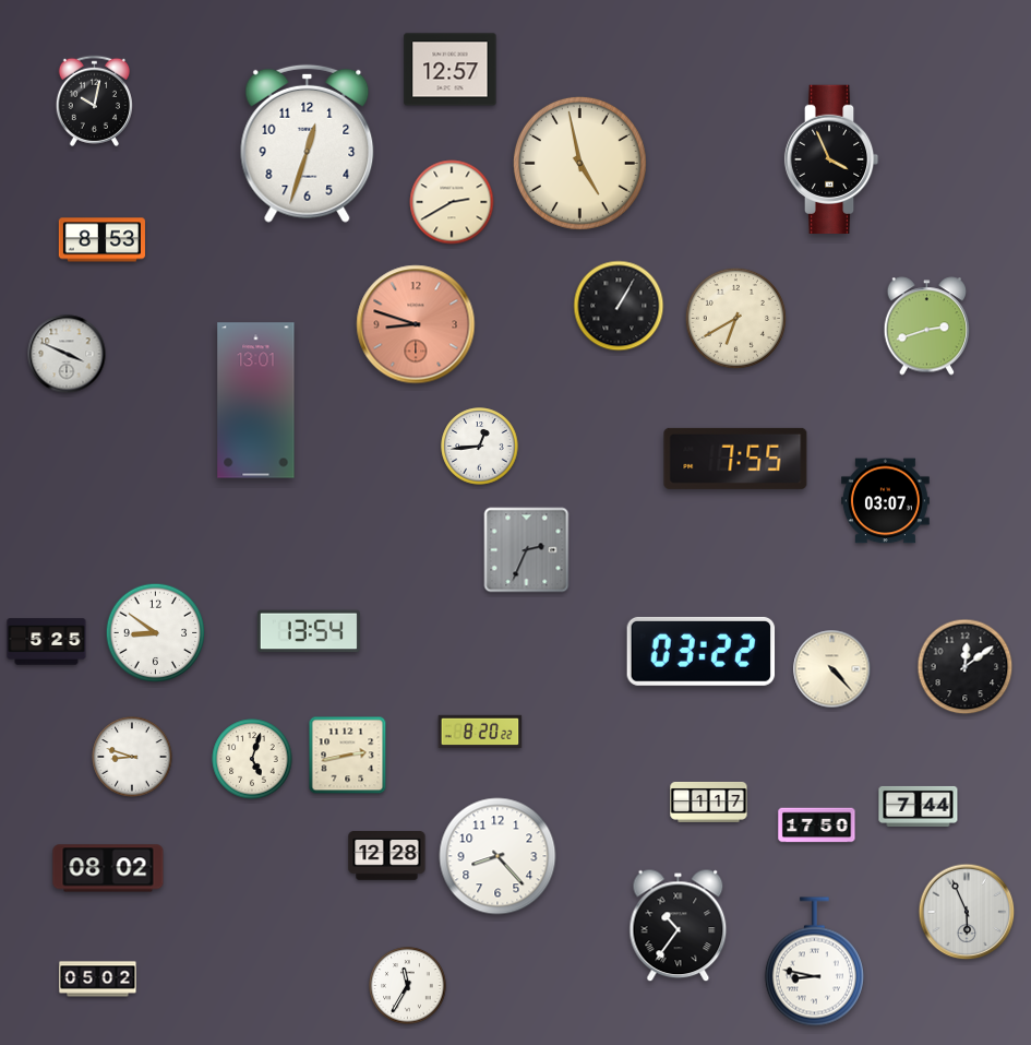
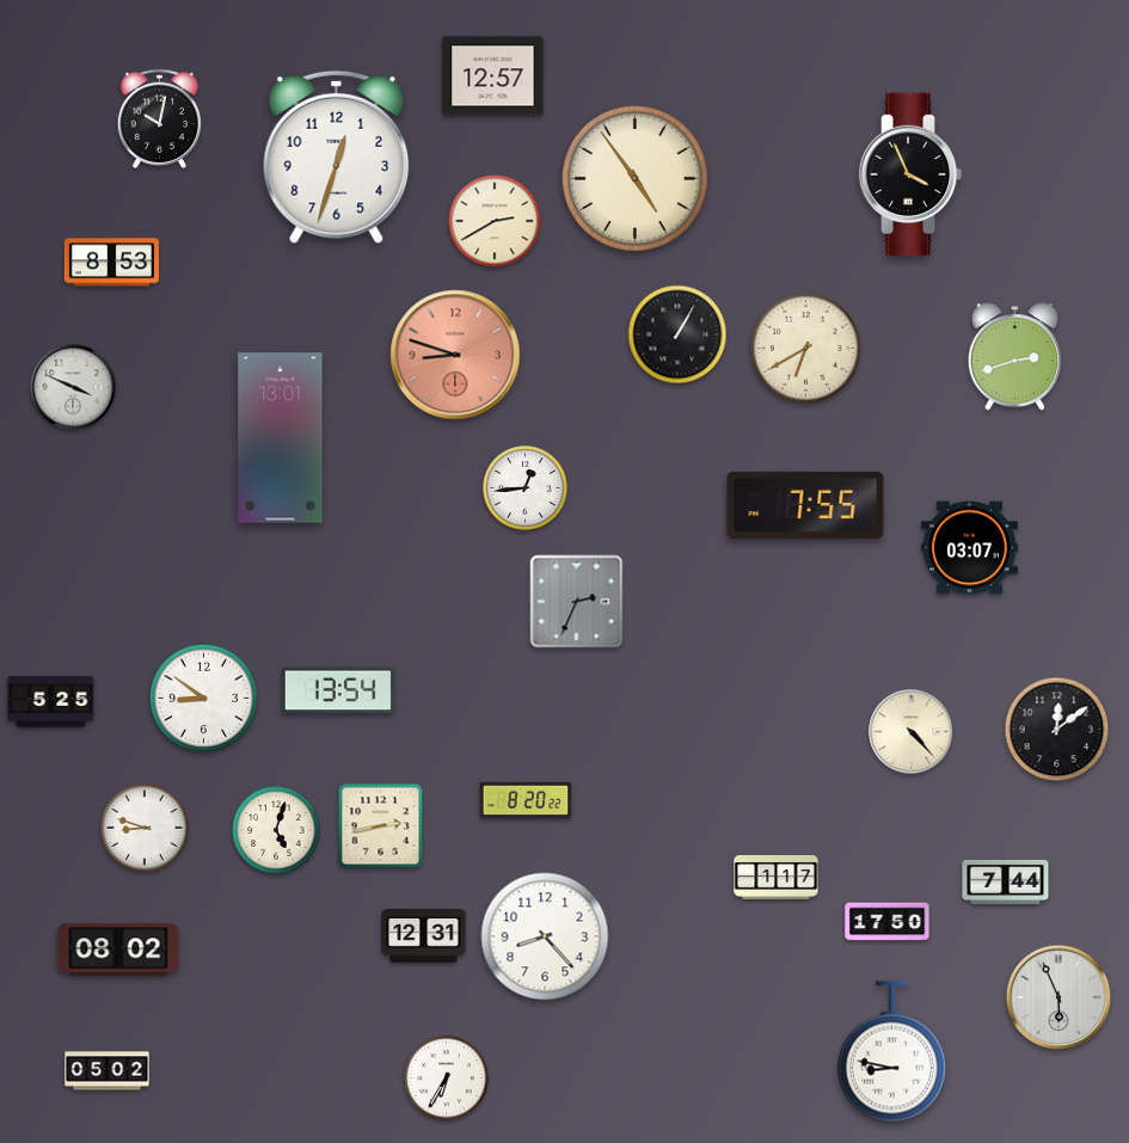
clock at (94, 100) position: (94, 100) -> (159, 118)
clock at (579, 163): 4:58 -> 4:54
clock at (735, 459) position: (735, 459) -> (805, 505)
clock at (156, 633) position: (156, 633) -> (204, 699)
clock at (702, 651): 03:22 -> none
clock at (817, 826) position: (817, 826) -> (888, 922)
clock at (387, 856): 12:28 -> 12:31
clock at (679, 926): 10:36 -> none
clock at (408, 986): 11:35 -> 6:35
